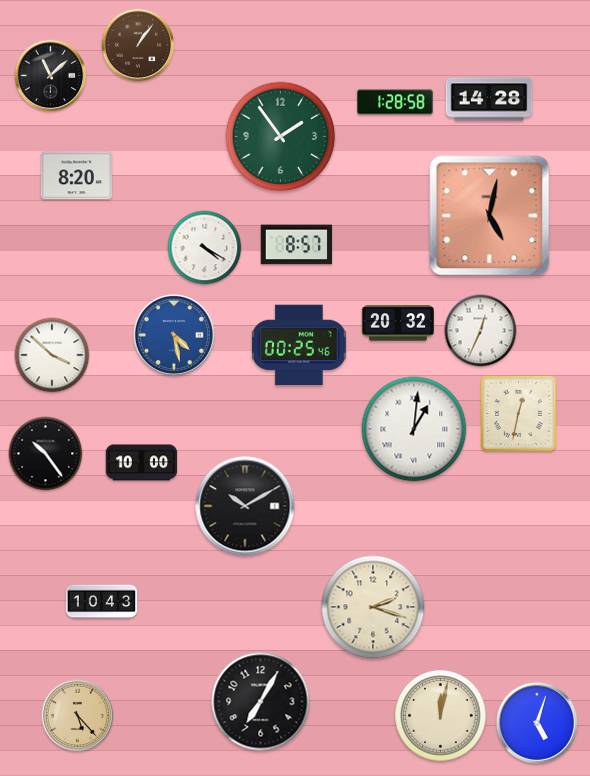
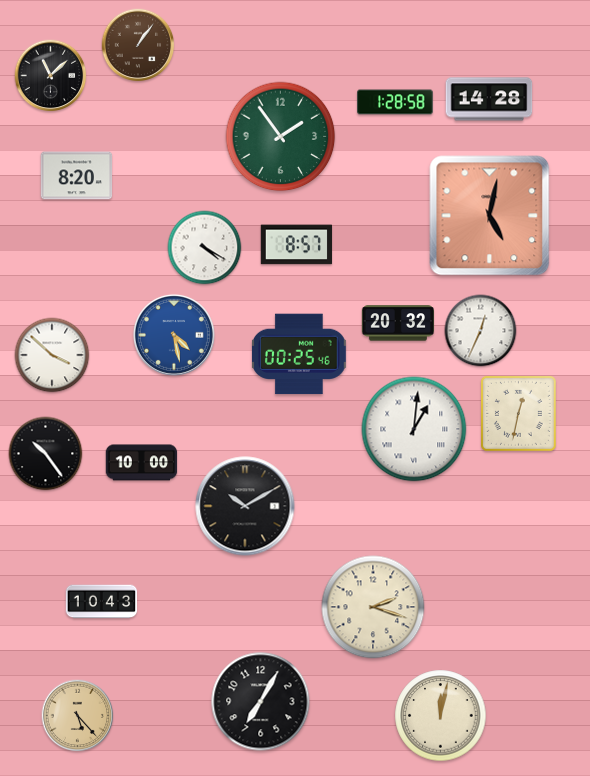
clock at (300, 345) position: (300, 345) -> (300, 354)
clock at (537, 723): 5:03 -> none
